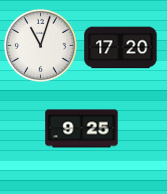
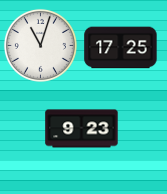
clock at (121, 48): 17:20 -> 17:25
clock at (82, 129): 9:25 -> 9:23
